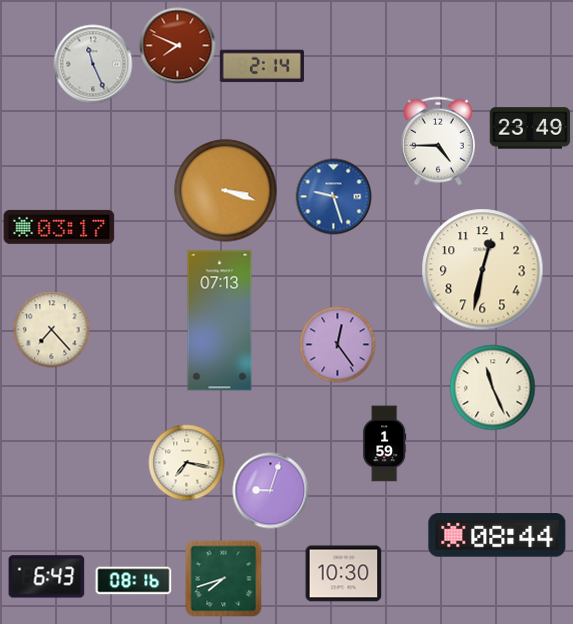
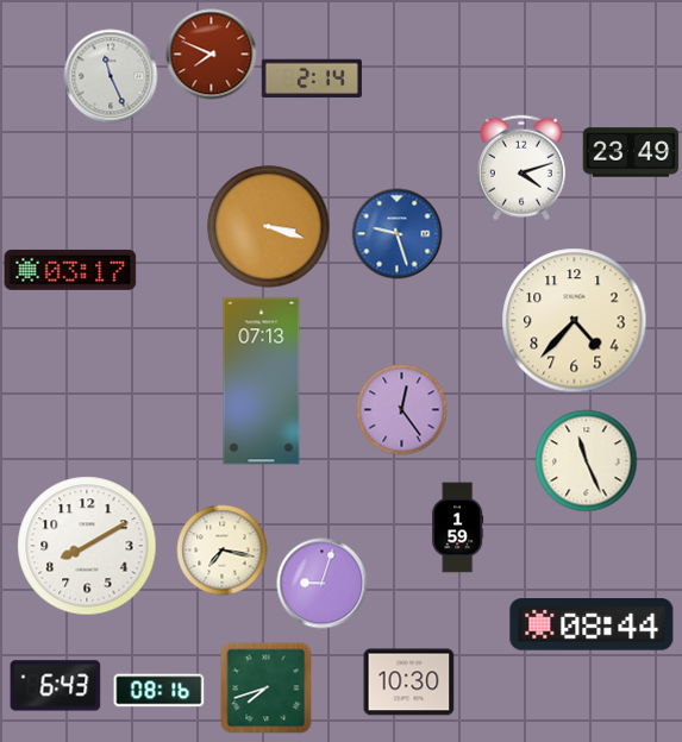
clock at (438, 141): 4:45 -> 4:12
clock at (483, 270): 12:32 -> 4:37
clock at (52, 330): 7:23 -> none
clock at (87, 546): none -> 8:10
clock at (497, 535) position: (497, 535) -> (592, 624)
